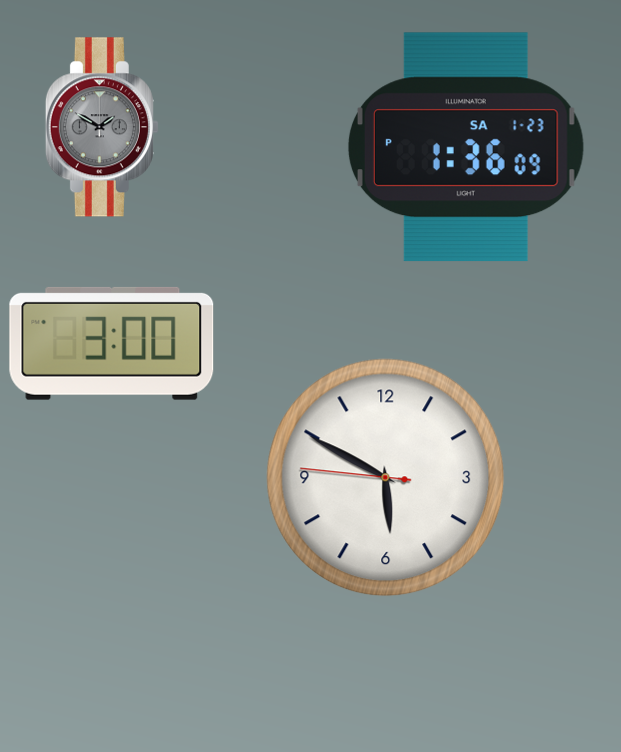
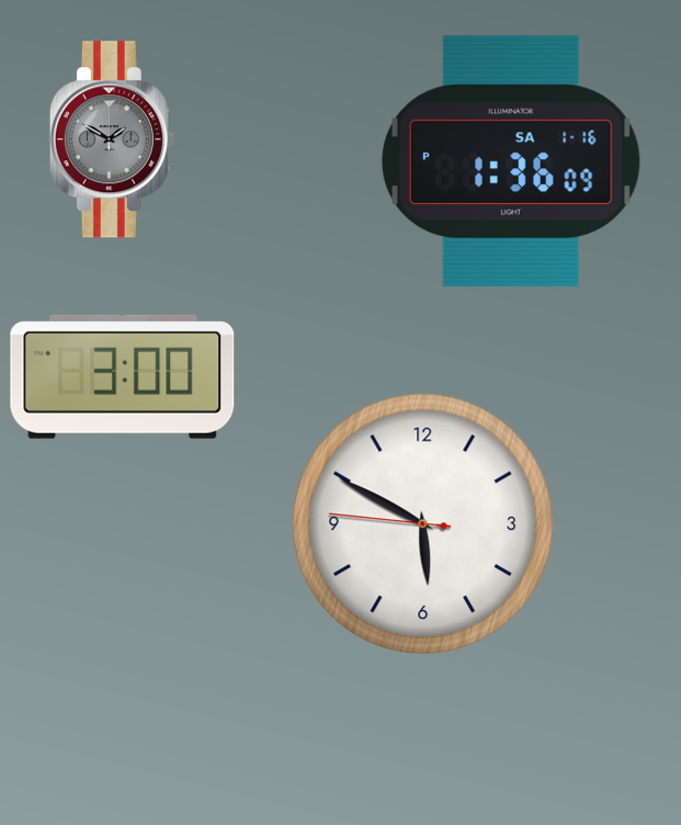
clock at (466, 147) date: SA 1-23 -> SA 1-16
